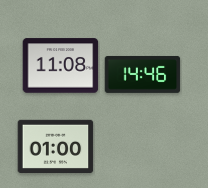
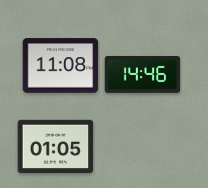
clock at (56, 146): 01:00 -> 01:05
